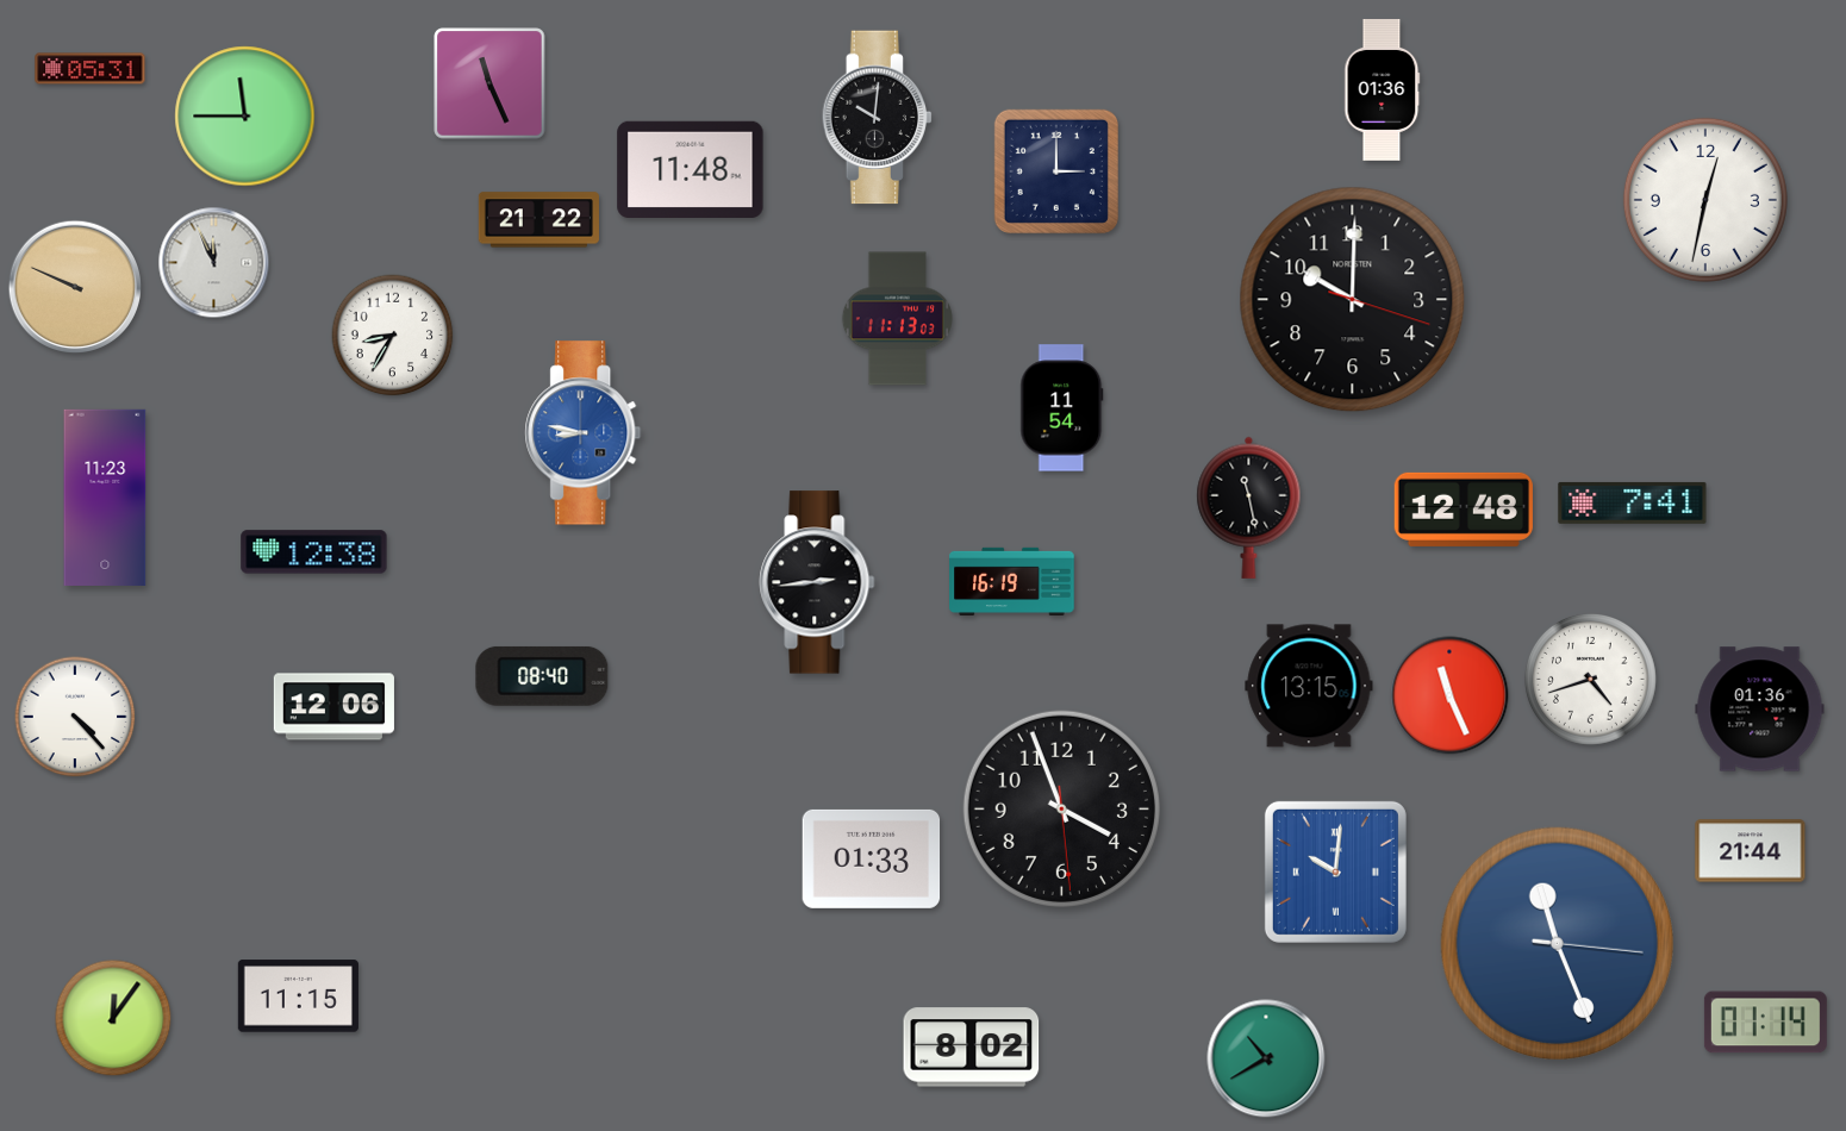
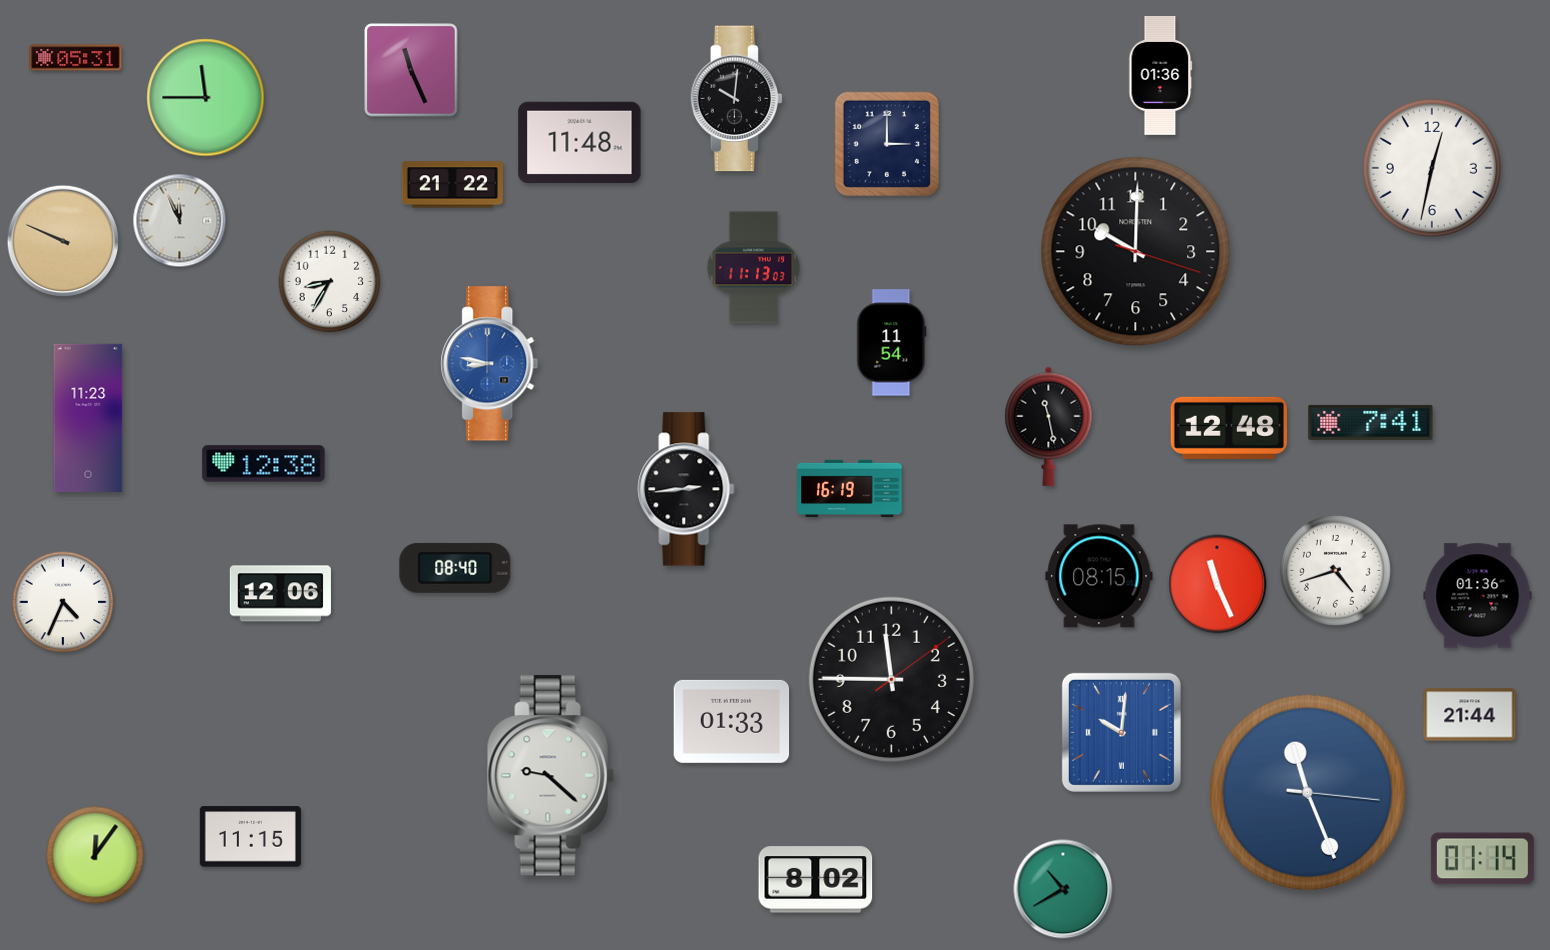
clock at (1309, 686): 13:15 -> 08:15
clock at (75, 717): 4:23 -> 4:34
clock at (1061, 808): 3:56 -> 11:45
clock at (550, 776): none -> 9:22
